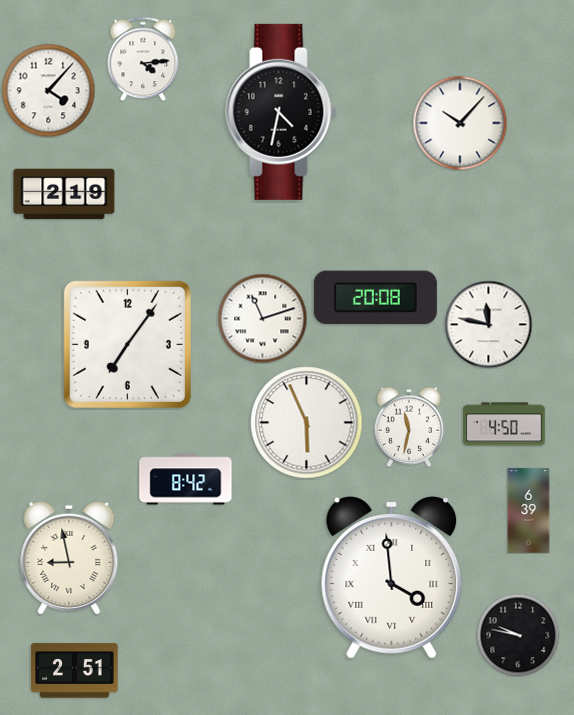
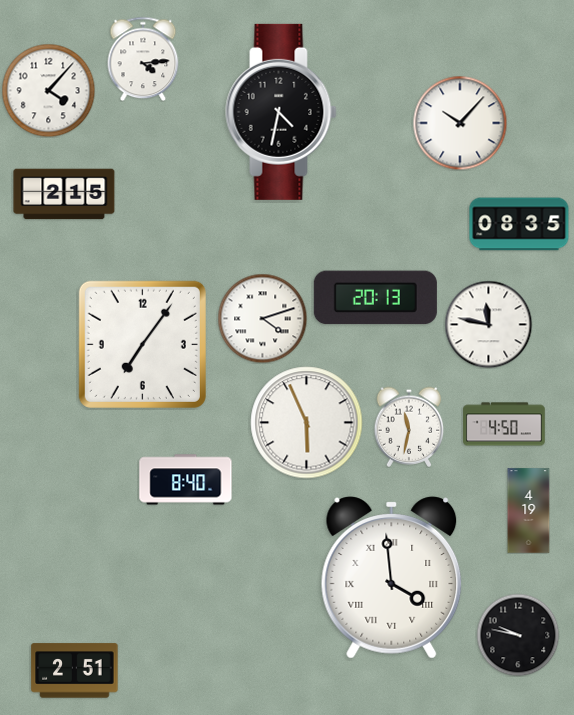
clock at (64, 194): 2:19 -> 2:15
clock at (519, 224): none -> 08:35
clock at (375, 298): 20:08 -> 20:13
clock at (262, 318): 11:12 -> 4:12
clock at (127, 344) position: (127, 344) -> (142, 344)
clock at (186, 480): 8:42 -> 8:40
clock at (529, 511): 6:39 -> 4:19
clock at (69, 558): 8:58 -> none
